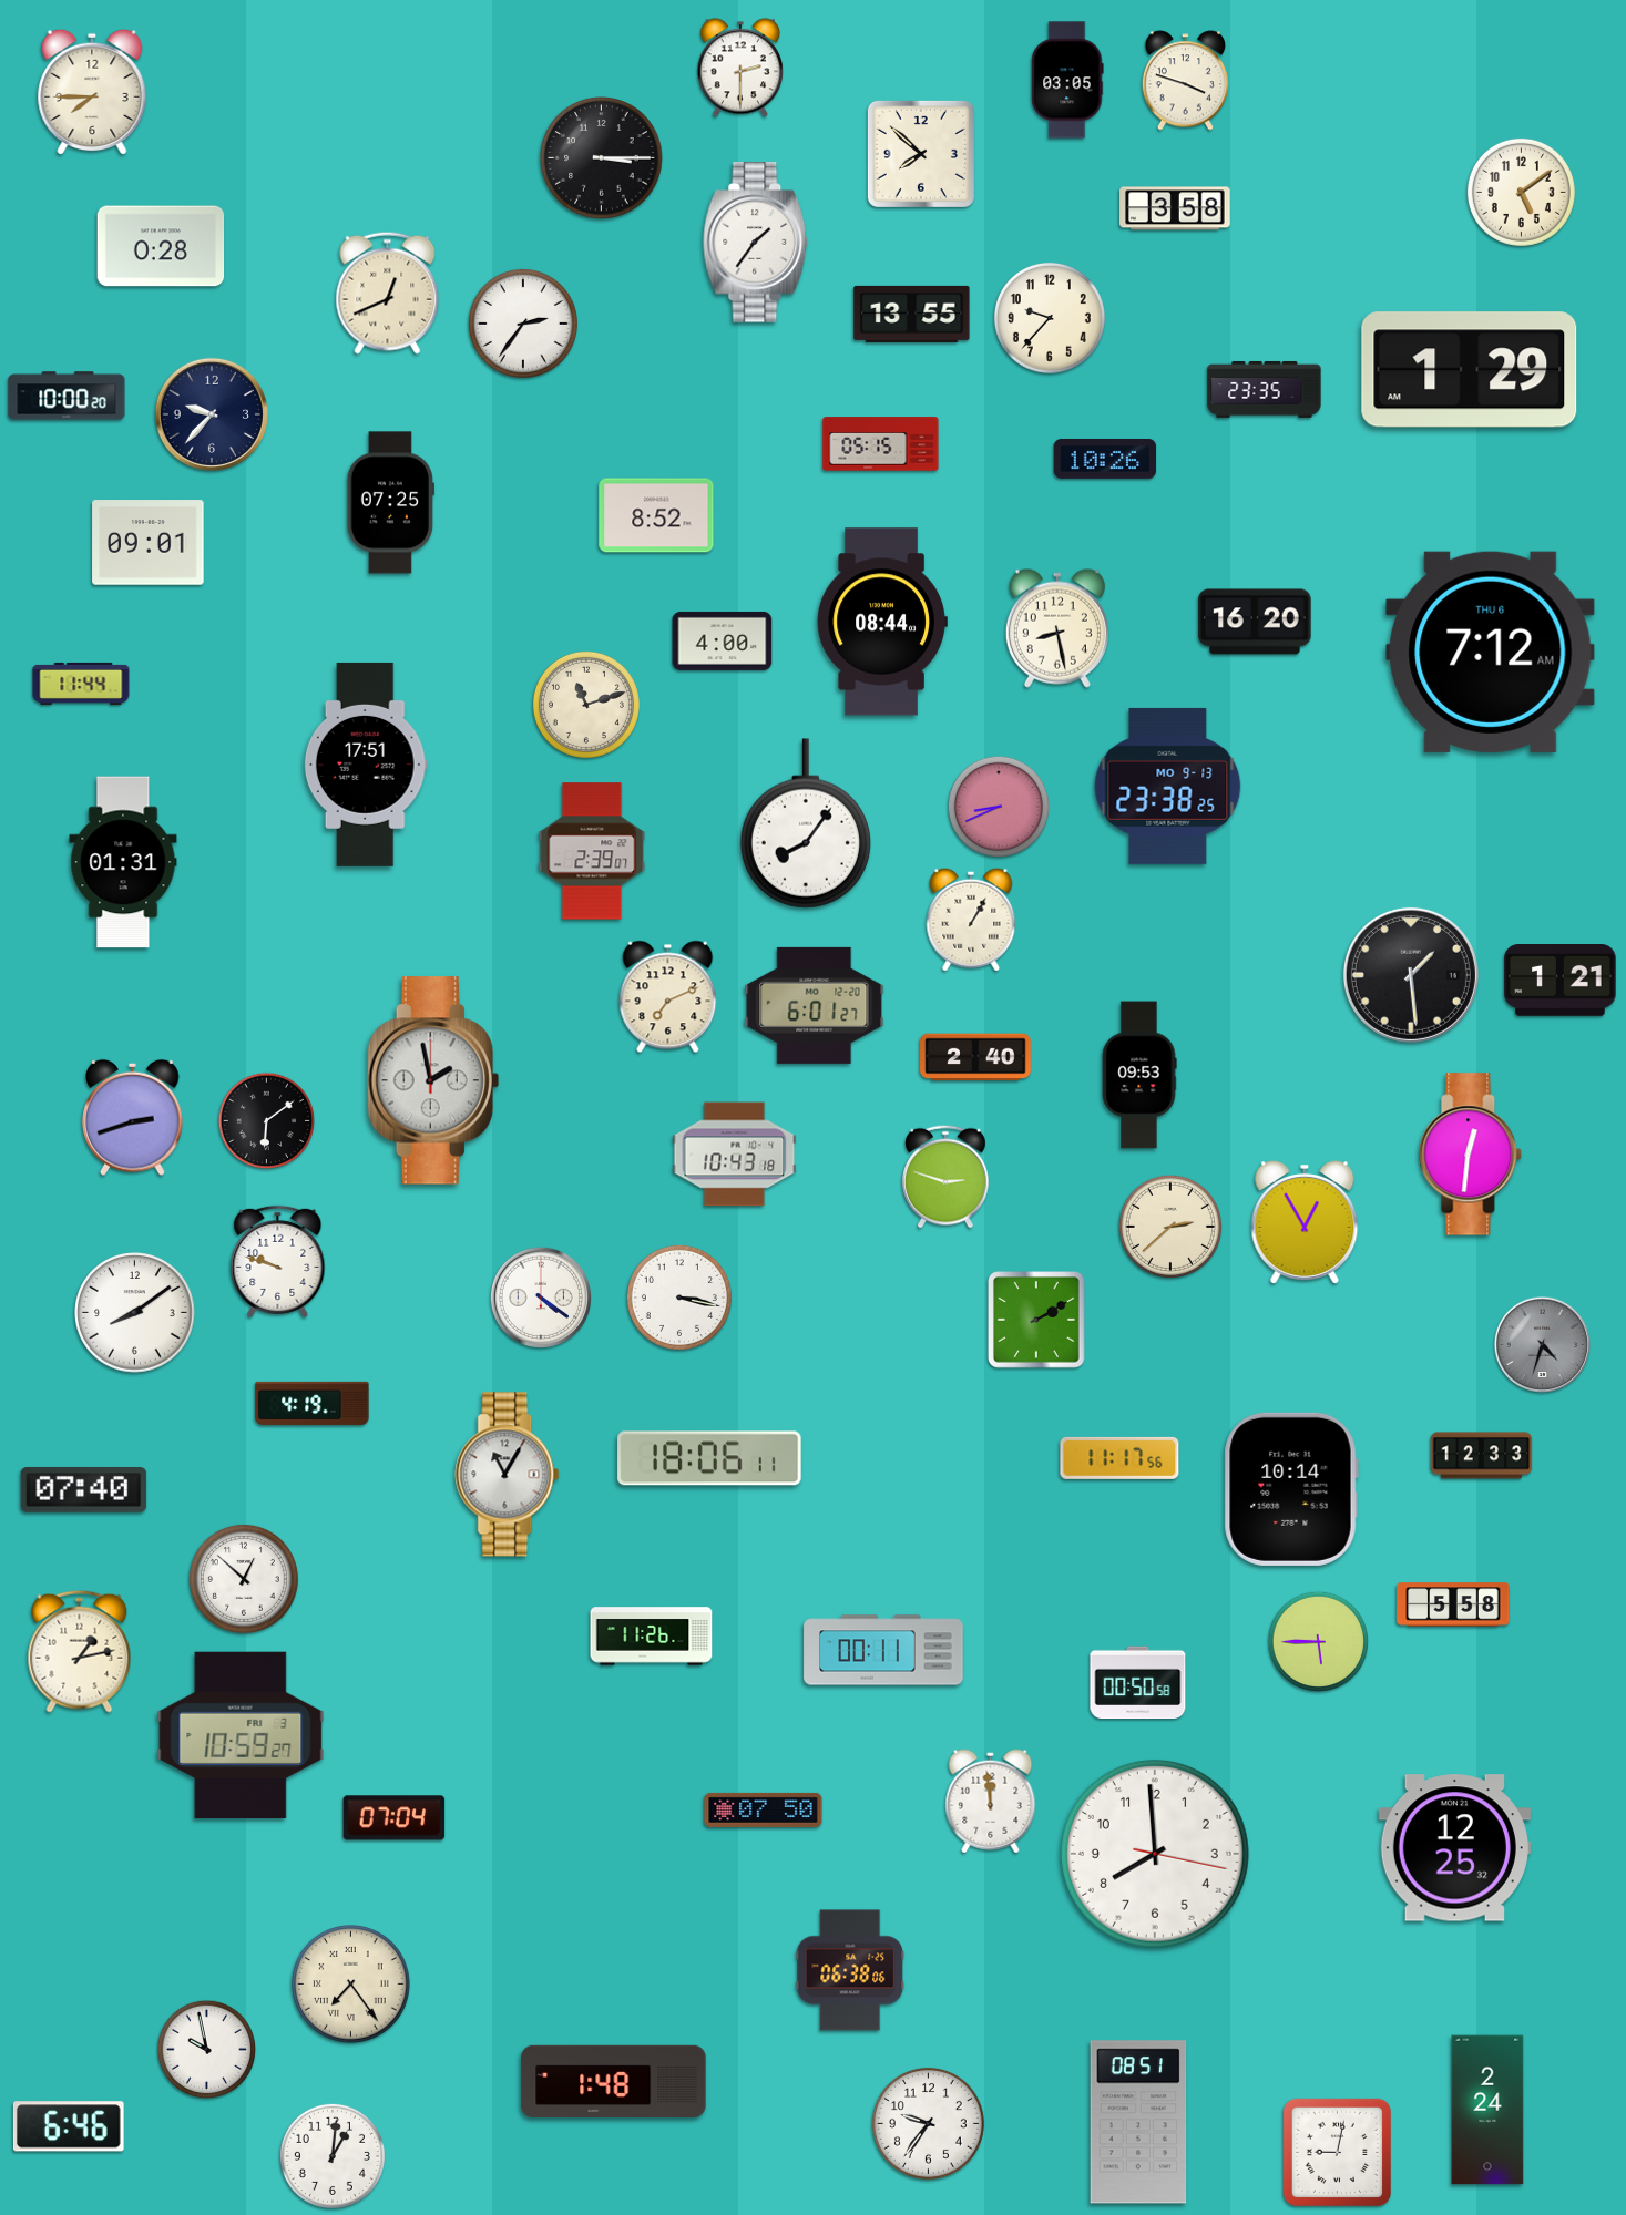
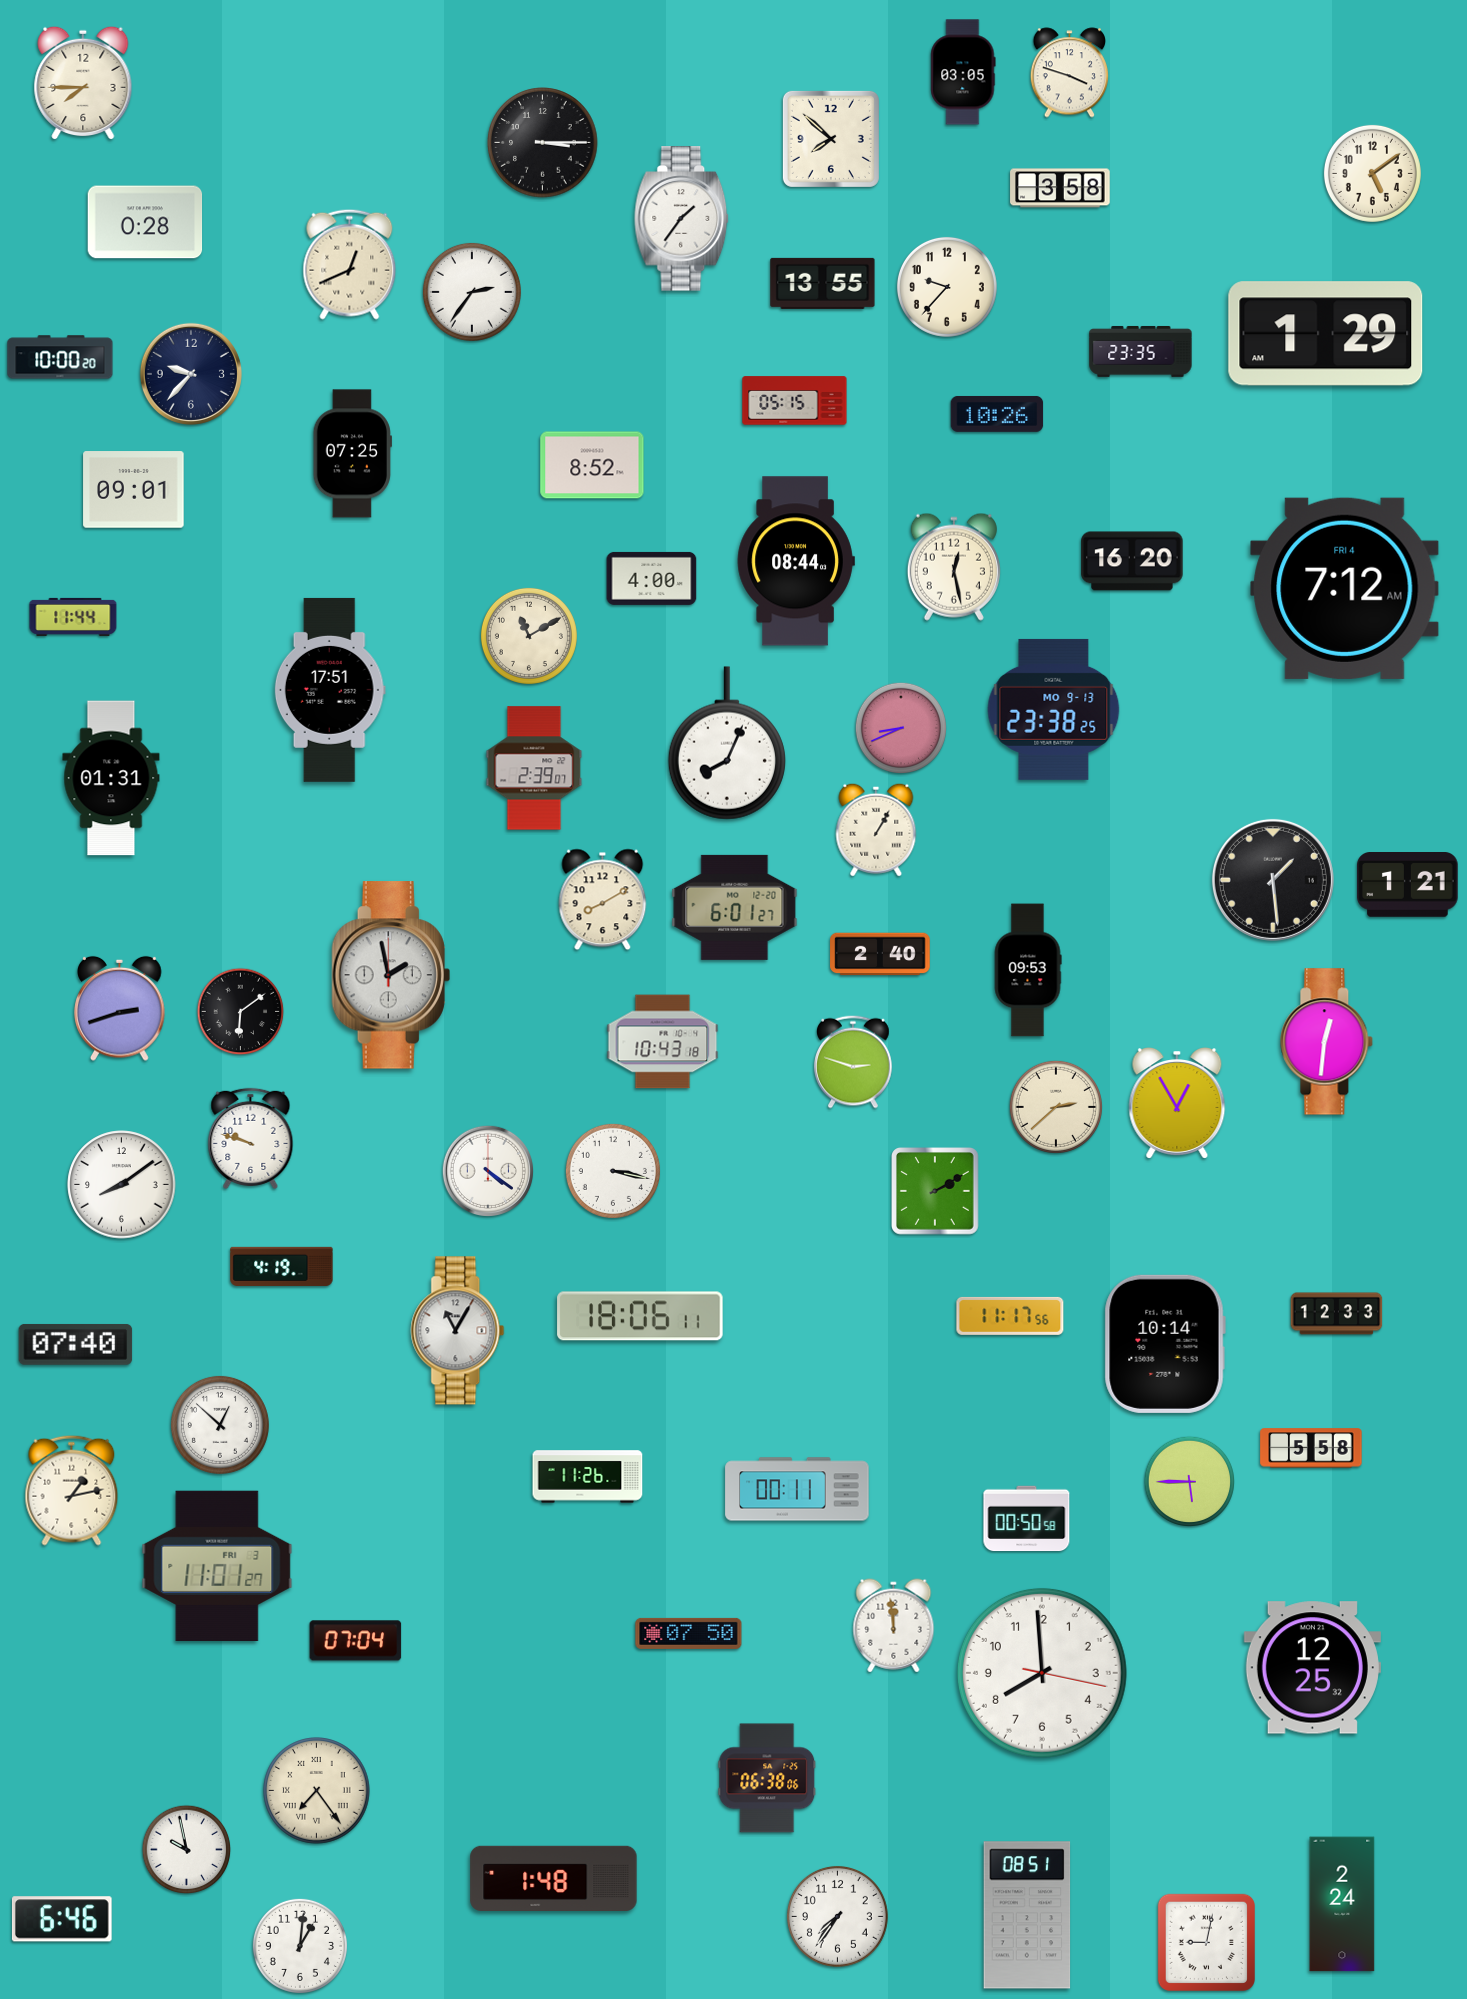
clock at (740, 68): 2:30 -> none
clock at (1057, 628): 8:28 -> 12:28
clock at (1491, 652) date: THU 6 -> FRI 4
clock at (586, 705): 11:12 -> 11:10
clock at (806, 823): 8:06 -> 8:04
clock at (668, 997): 7:11 -> 8:10
clock at (1543, 1345): 4:33 -> none
clock at (241, 1734): 10:59 -> 11:01
clock at (928, 2123): 9:36 -> 7:36
